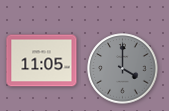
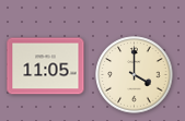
clock at (123, 69) dial: grey -> cream
